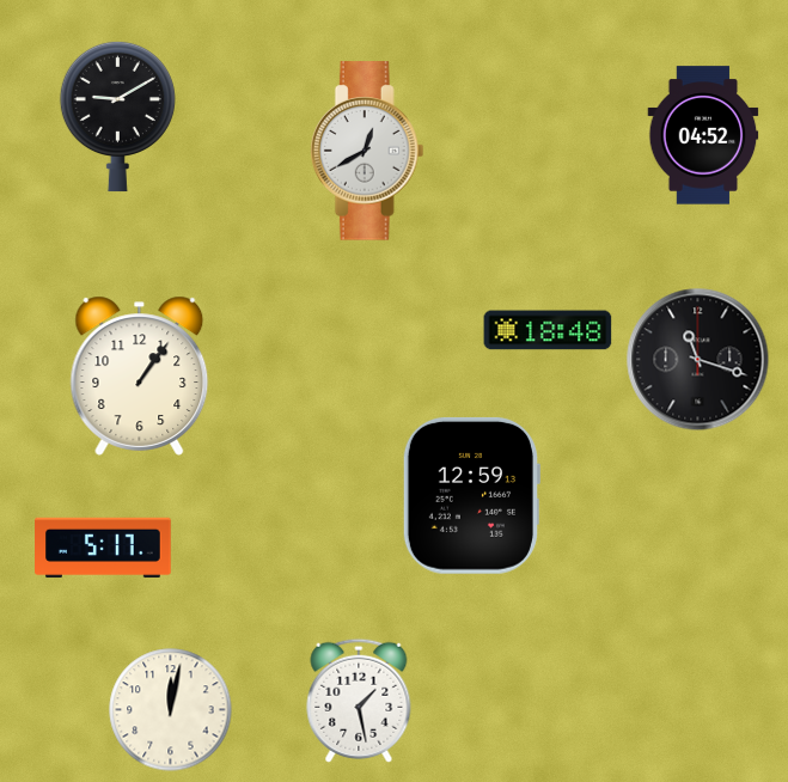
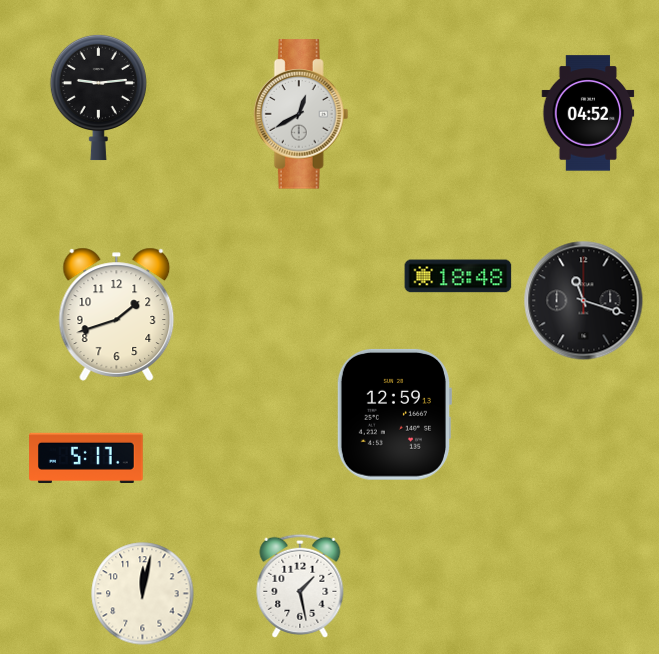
clock at (117, 116): 9:10 -> 9:14
clock at (367, 151) position: (367, 151) -> (301, 114)
clock at (140, 375): 1:06 -> 1:42
